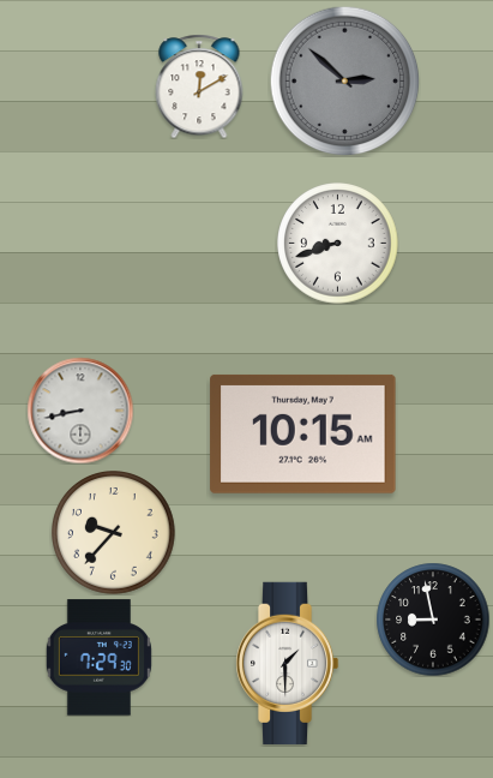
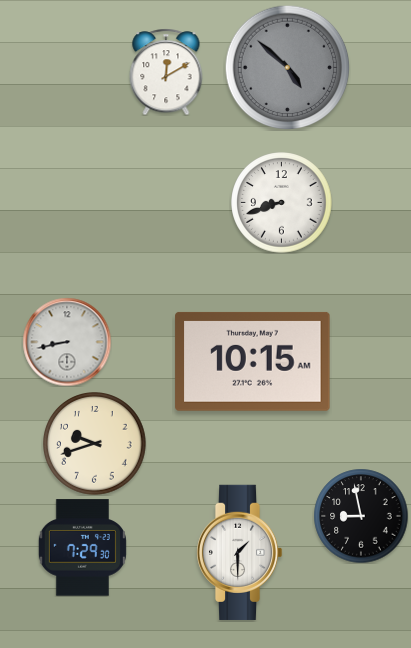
clock at (344, 80): 2:52 -> 4:52
clock at (114, 533): 9:37 -> 9:42
